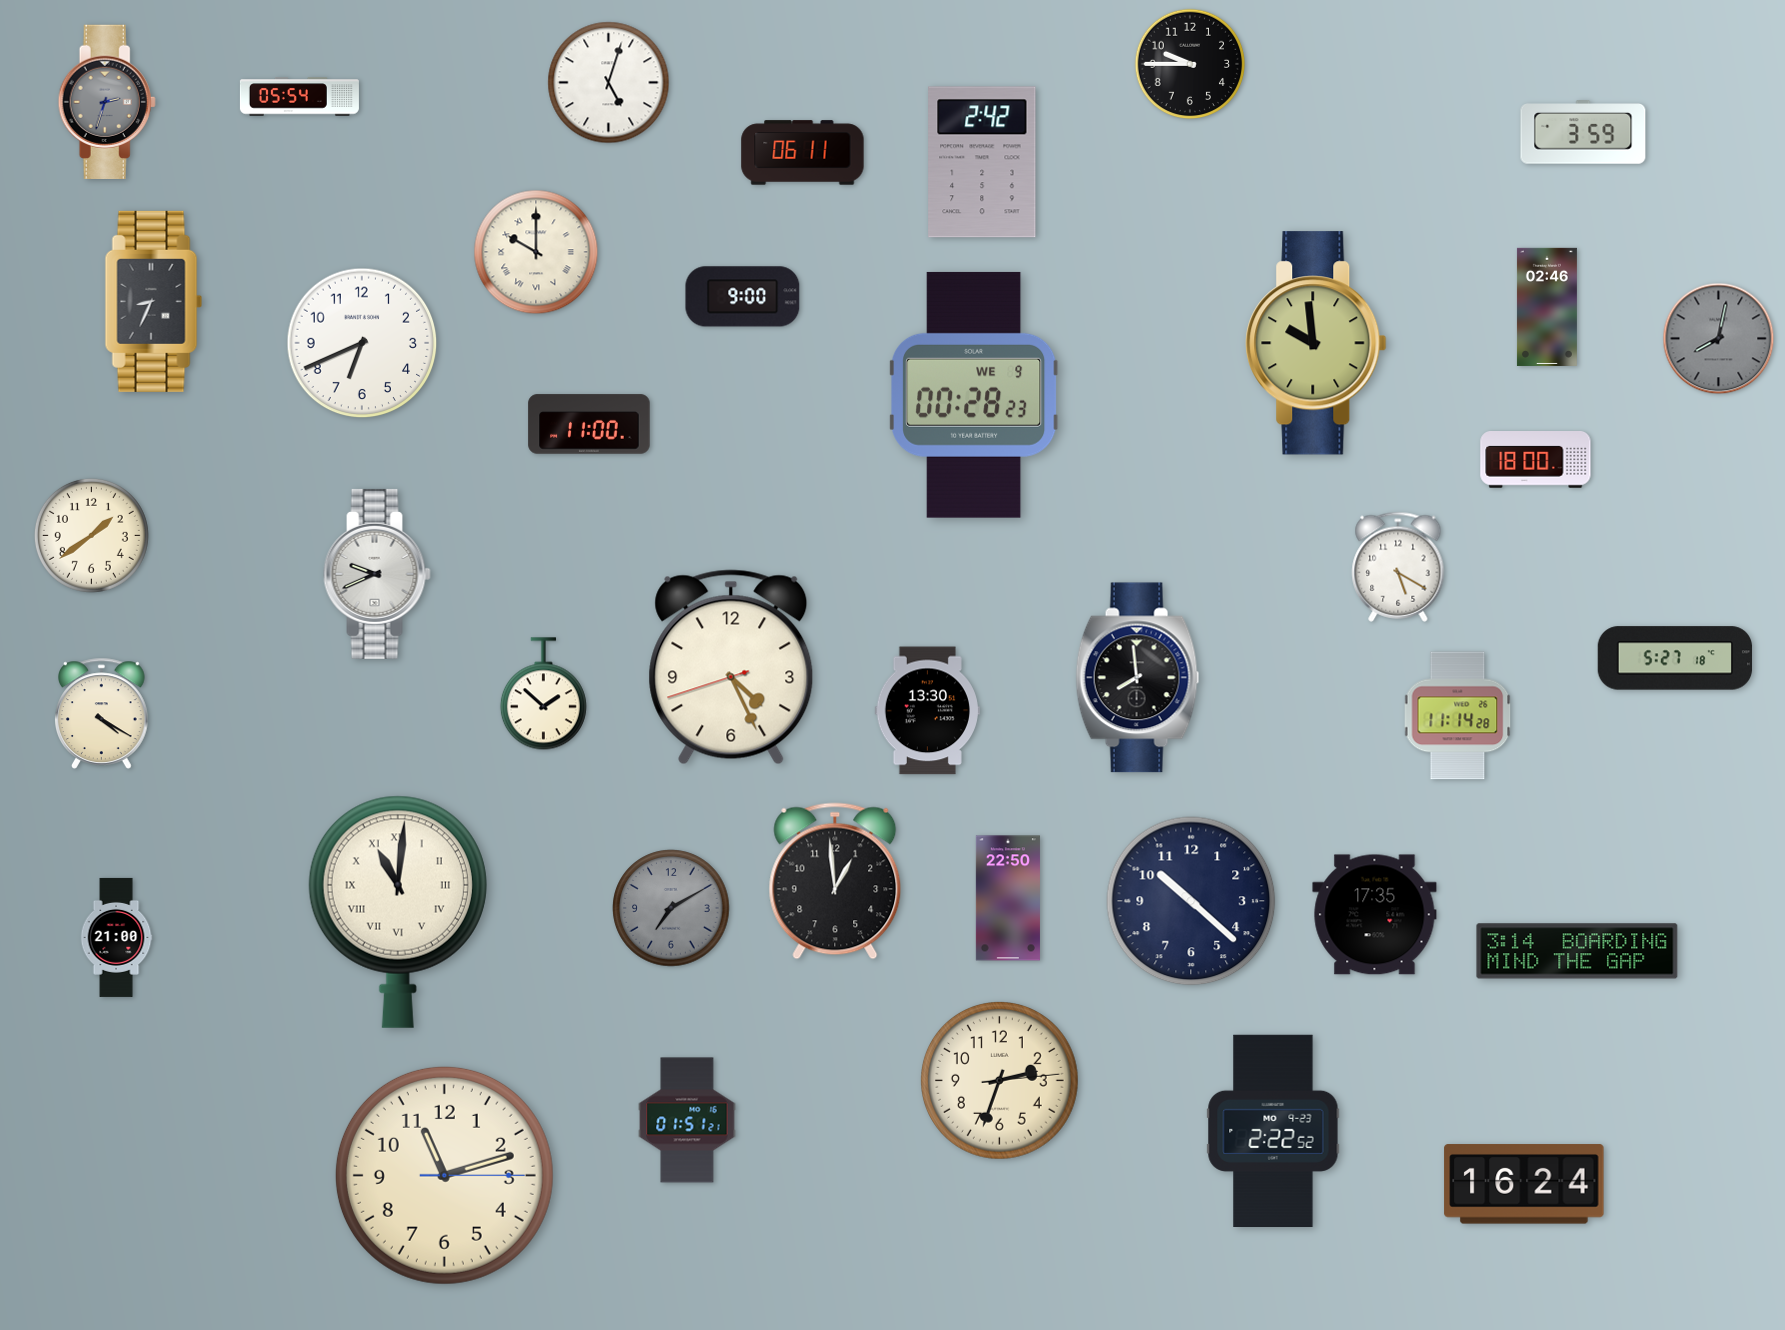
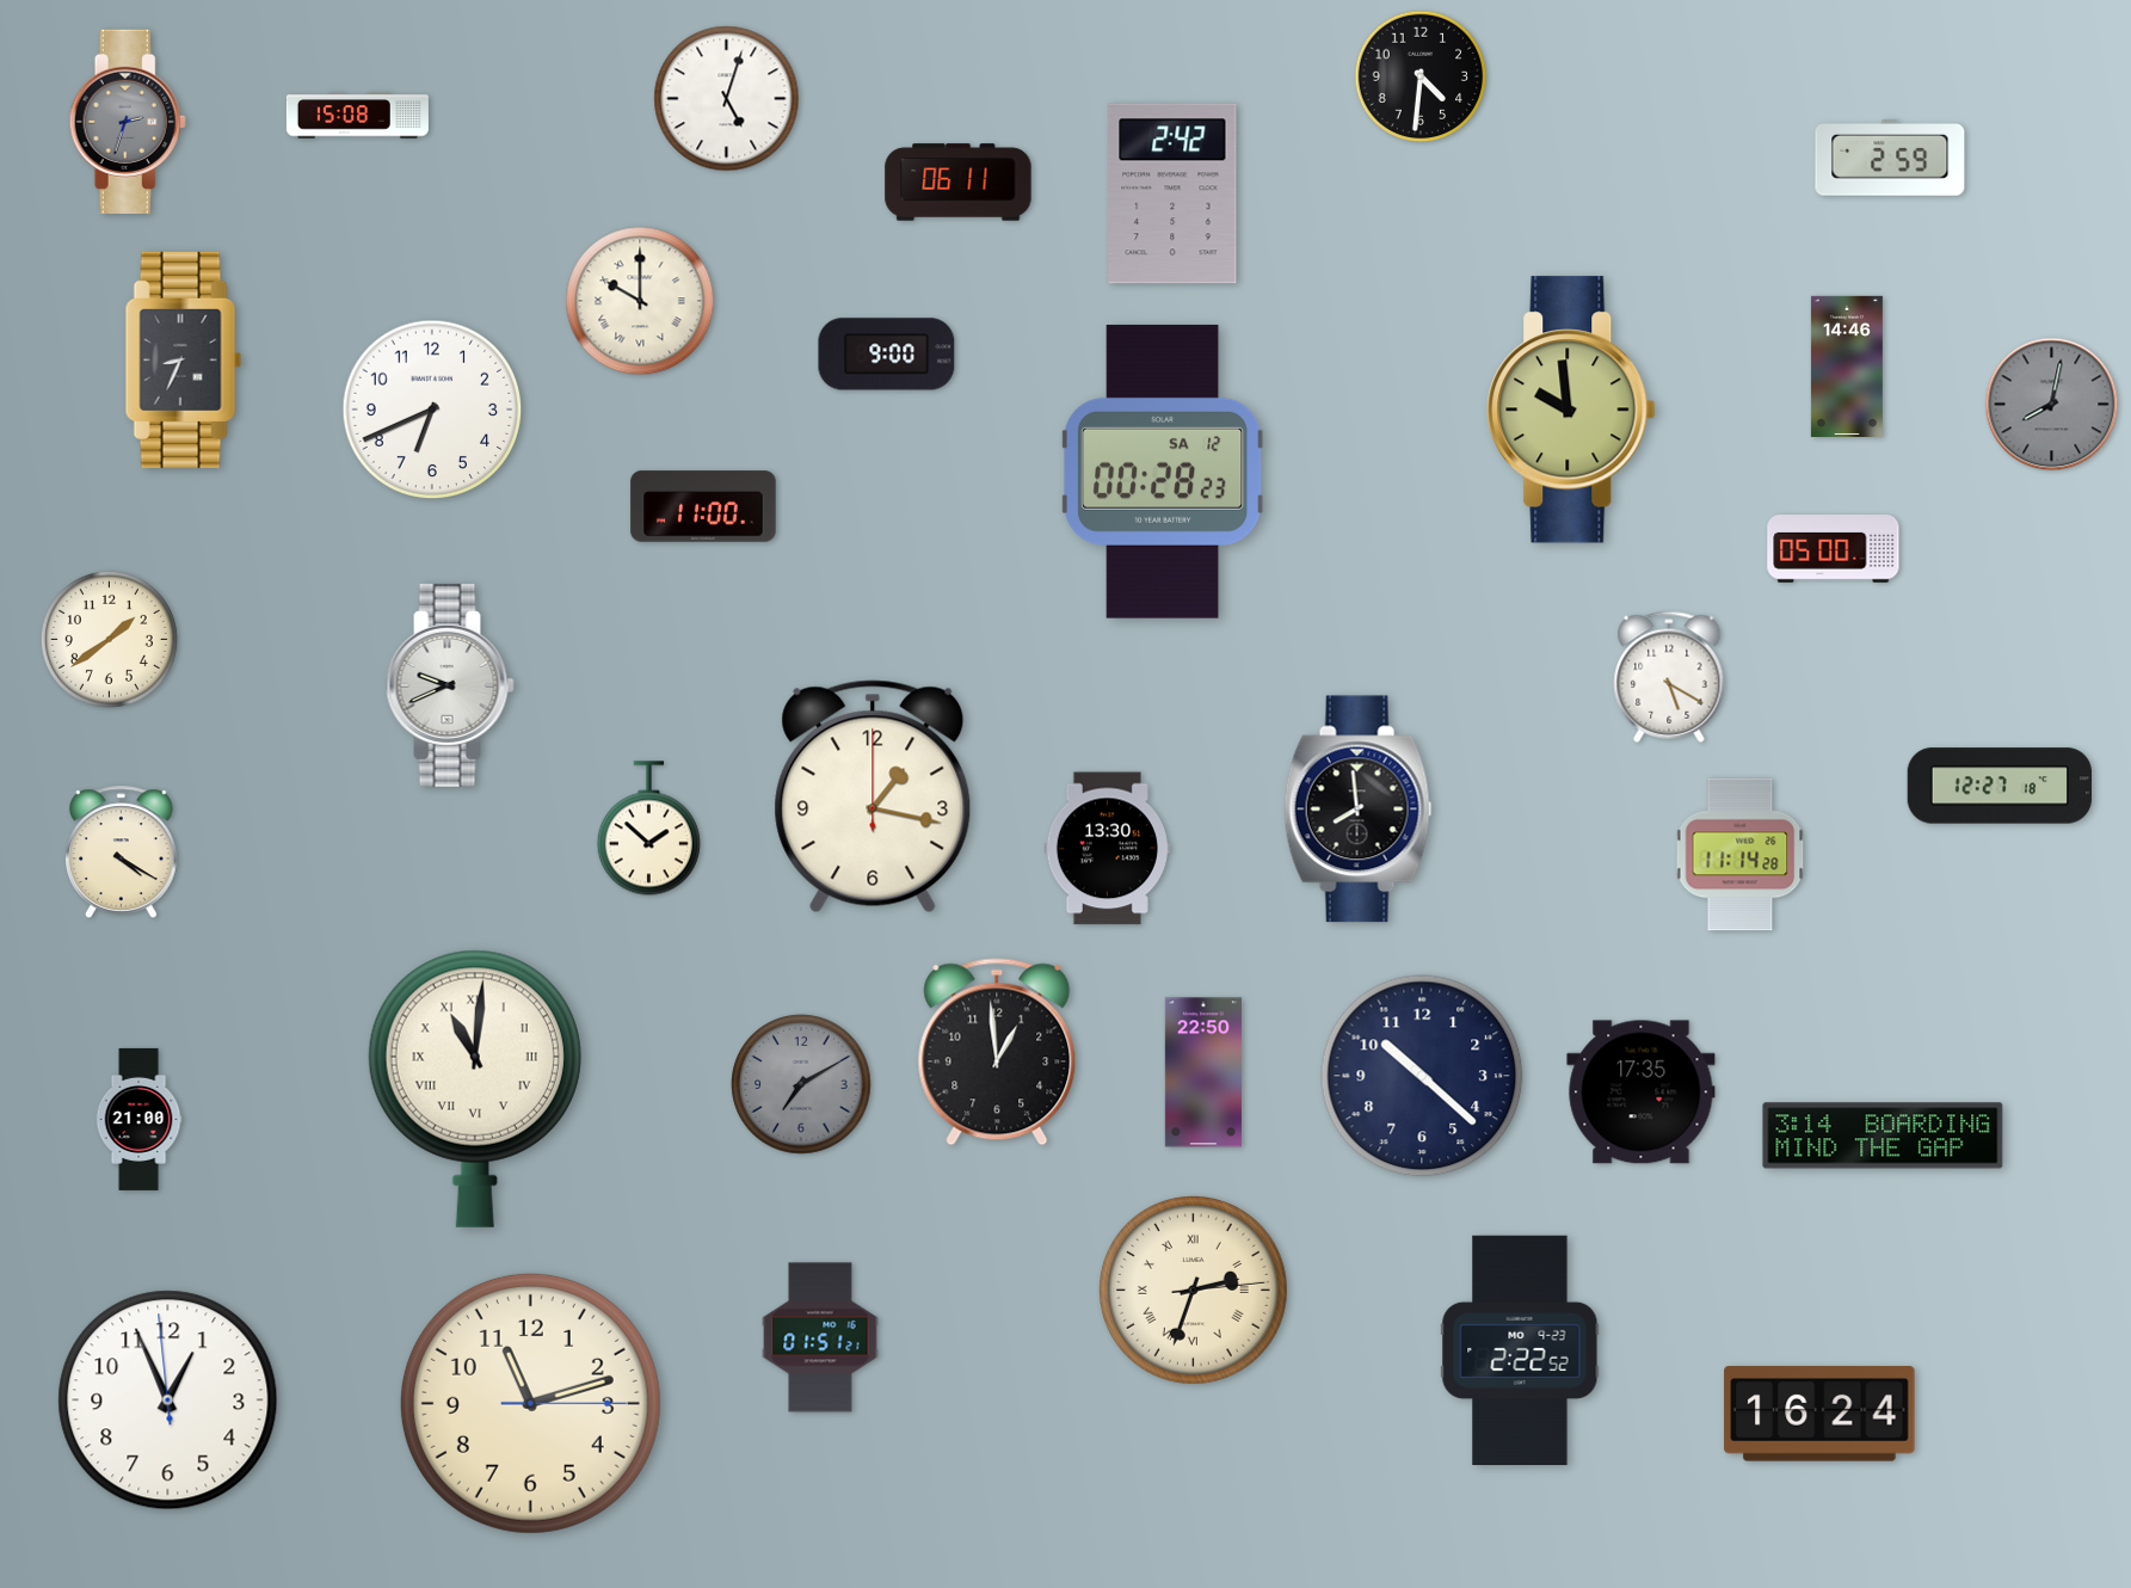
clock at (1190, 64): 9:45 -> 4:31
clock at (299, 97): 05:54 -> 15:08
clock at (1583, 132): 3:59 -> 2:59
clock at (1547, 307): 02:46 -> 14:46
clock at (974, 395) date: WE 9 -> SA 12
clock at (1536, 460): 18:00 -> 05:00
clock at (1675, 658): 5:27 -> 12:27
clock at (731, 667): 4:25 -> 1:17
clock at (1000, 1081) numerals: Arabic -> Roman
clock at (168, 1401): none -> 12:55
